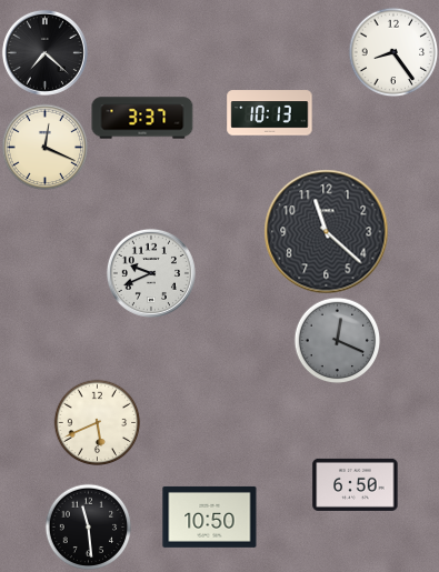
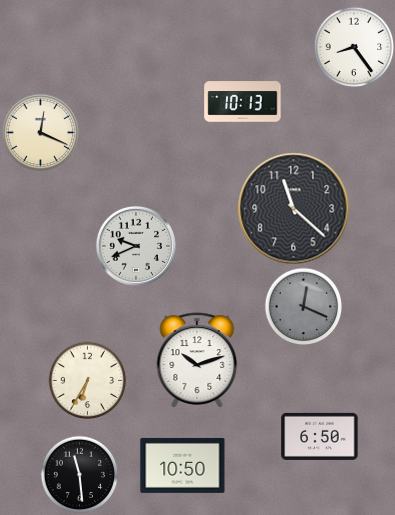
clock at (44, 52): 7:22 -> none
clock at (142, 118): 3:37 -> none
clock at (197, 360): none -> 10:12
clock at (97, 422): 5:41 -> 6:35
clock at (210, 516) position: (210, 516) -> (183, 465)
